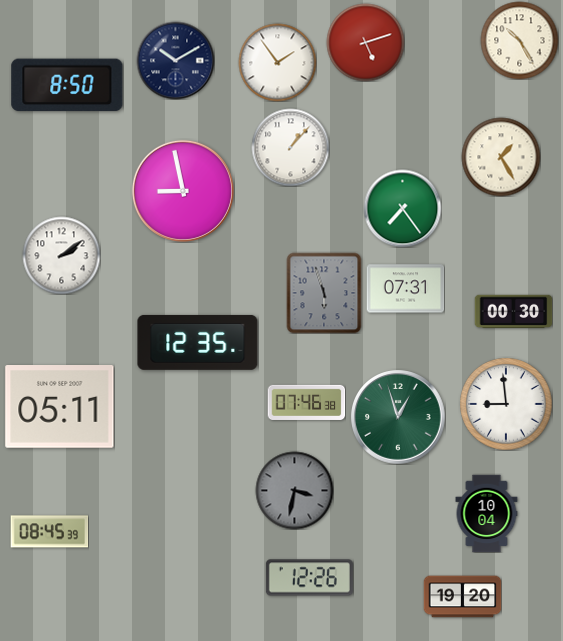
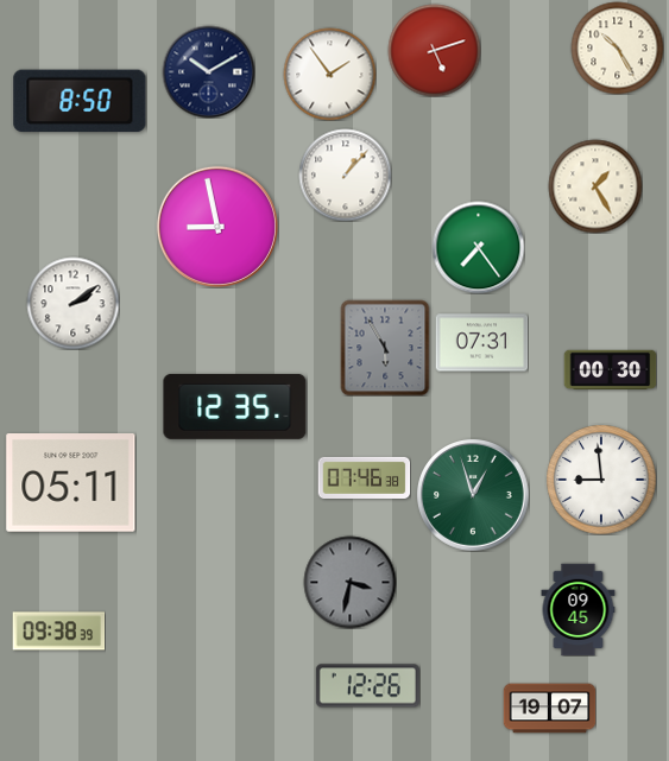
clock at (324, 293): 5:57 -> 5:55
clock at (487, 513): 10:04 -> 09:45
clock at (49, 532): 08:45 -> 09:38
clock at (462, 597): 19:20 -> 19:07
